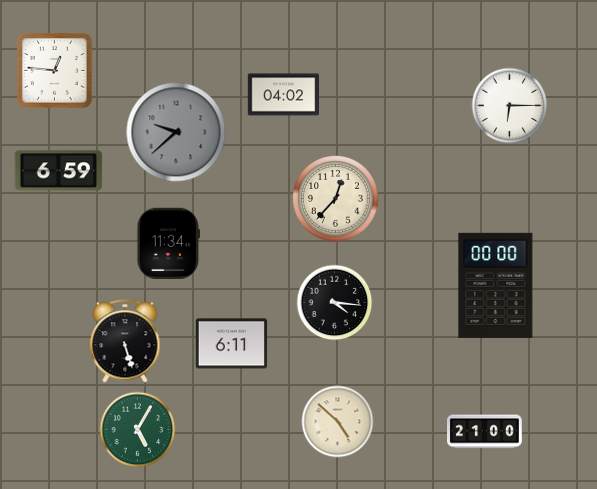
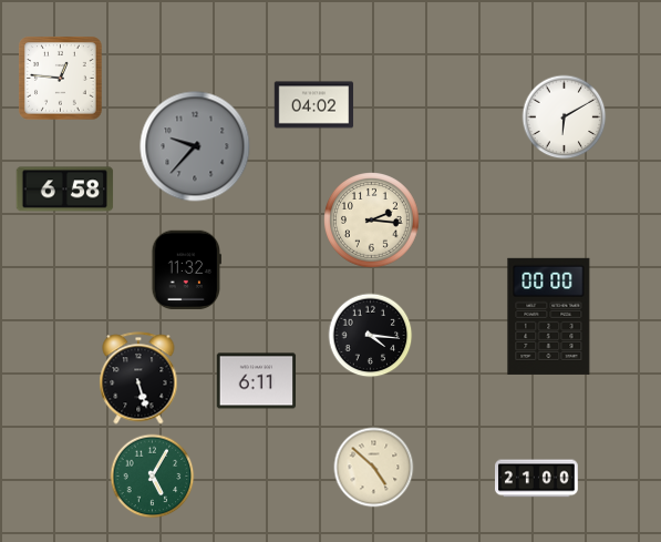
clock at (510, 106): 6:15 -> 6:10
clock at (176, 132): 9:38 -> 9:37
clock at (59, 171): 6:59 -> 6:58
clock at (336, 199): 12:37 -> 2:16
clock at (168, 244): 11:34 -> 11:32
